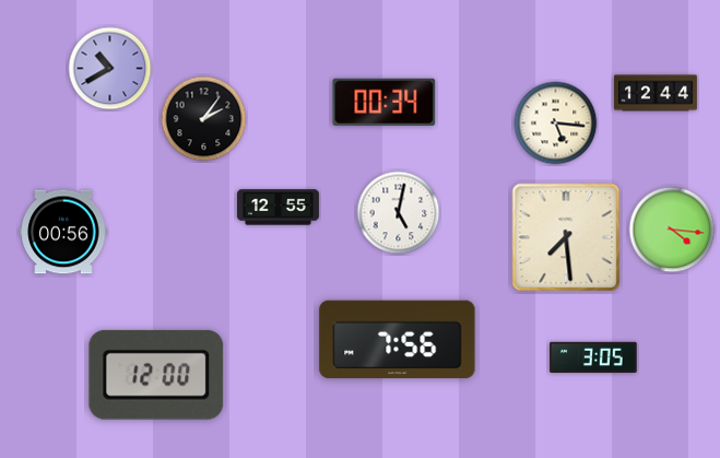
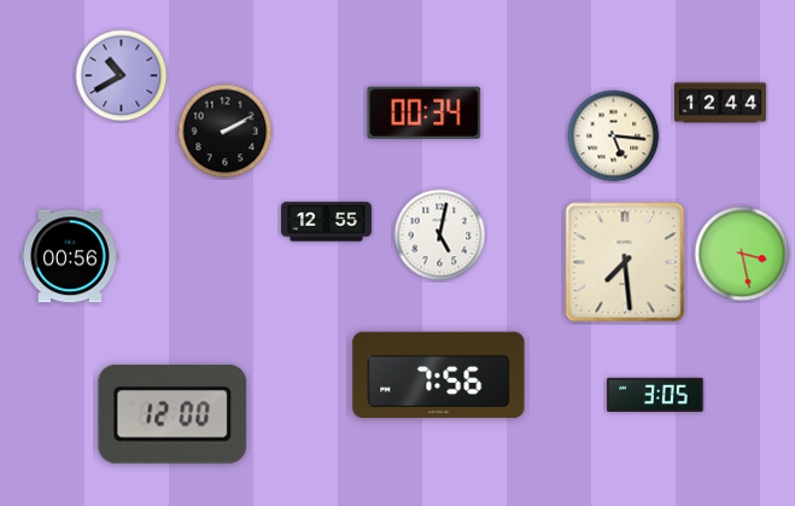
clock at (657, 93) position: (657, 93) -> (721, 103)
clock at (204, 119): 2:06 -> 2:10
clock at (278, 208) position: (278, 208) -> (326, 222)
clock at (672, 230): 4:16 -> 3:28
